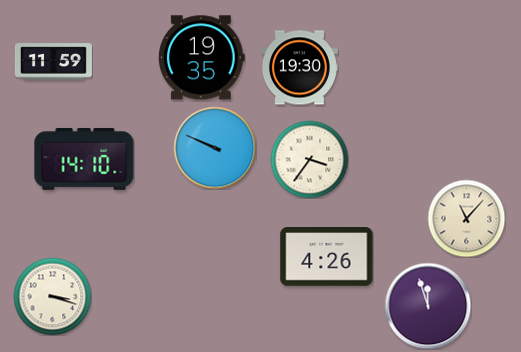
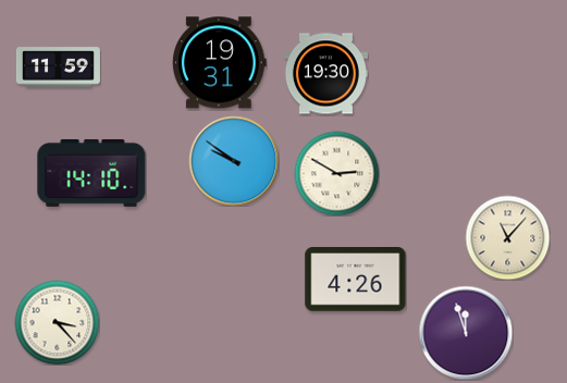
clock at (202, 58): 19:35 -> 19:31
clock at (215, 148): 9:49 -> 9:51
clock at (309, 159): 3:36 -> 2:50
clock at (52, 296): 3:18 -> 3:23
